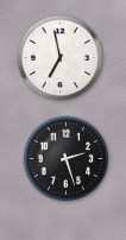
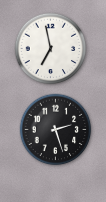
clock at (67, 159) position: (67, 159) -> (56, 130)
